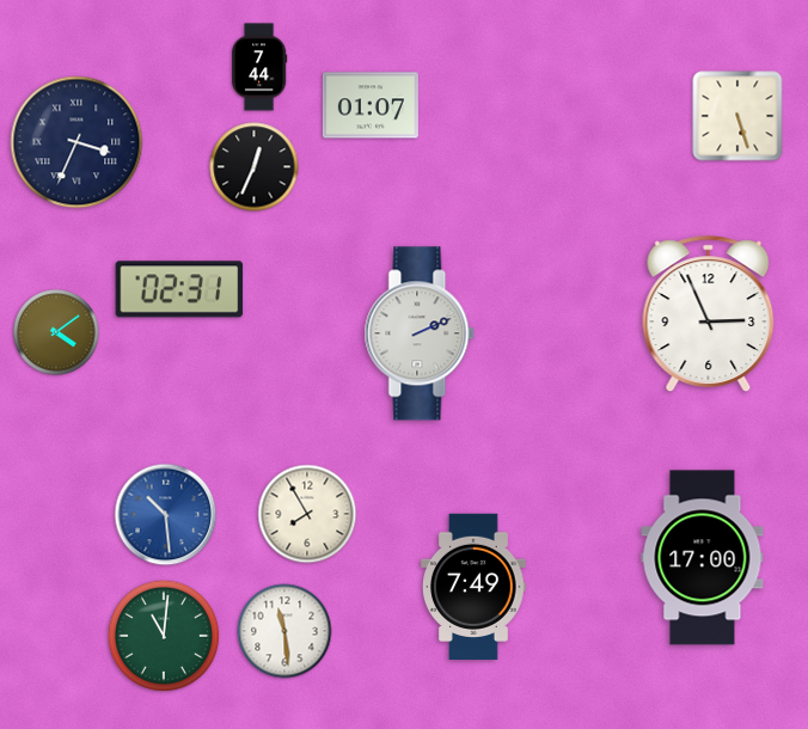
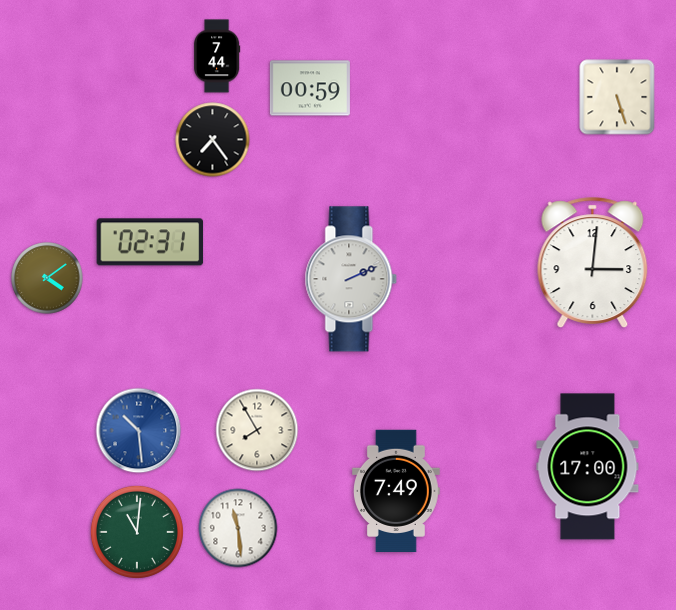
clock at (371, 105): 01:07 -> 00:59
clock at (76, 142): 3:34 -> none
clock at (255, 167): 12:34 -> 7:24
clock at (709, 313): 2:56 -> 3:01
